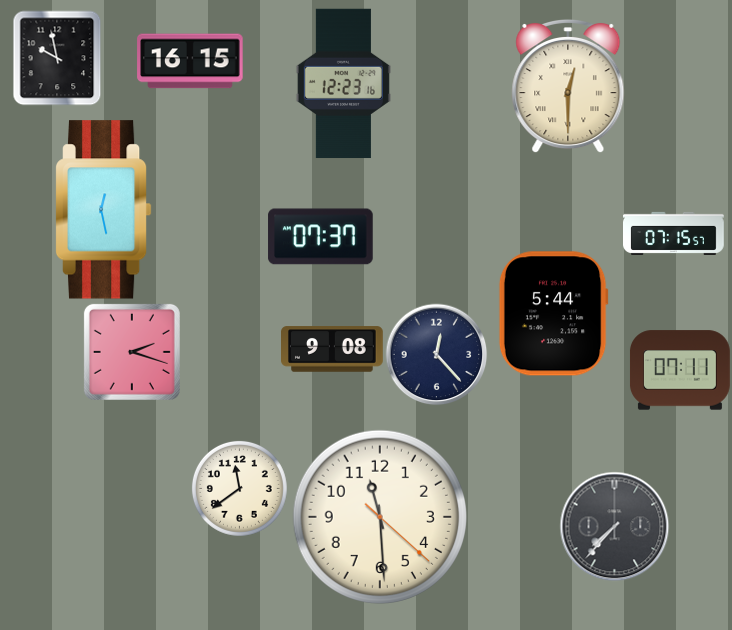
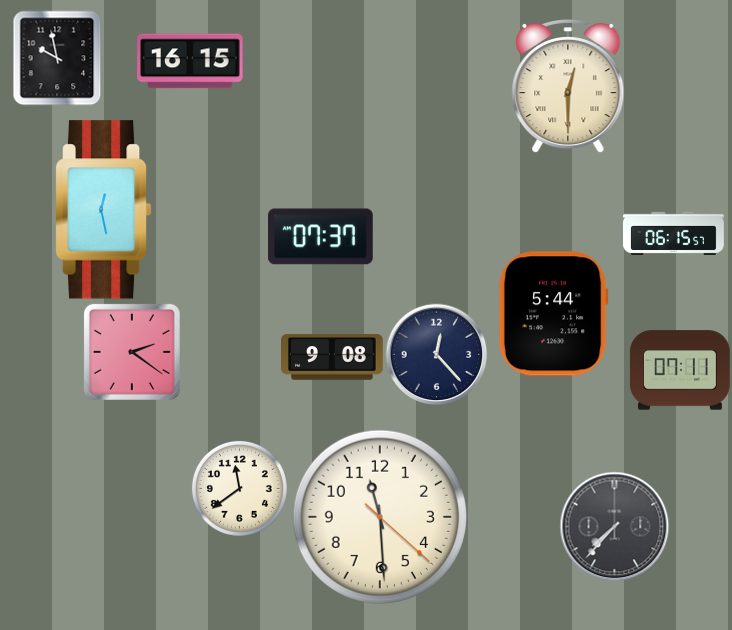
clock at (343, 84): 12:23 -> none
clock at (674, 233): 07:15 -> 06:15
clock at (333, 349) position: (333, 349) -> (333, 357)
clock at (132, 352): 2:18 -> 2:21
